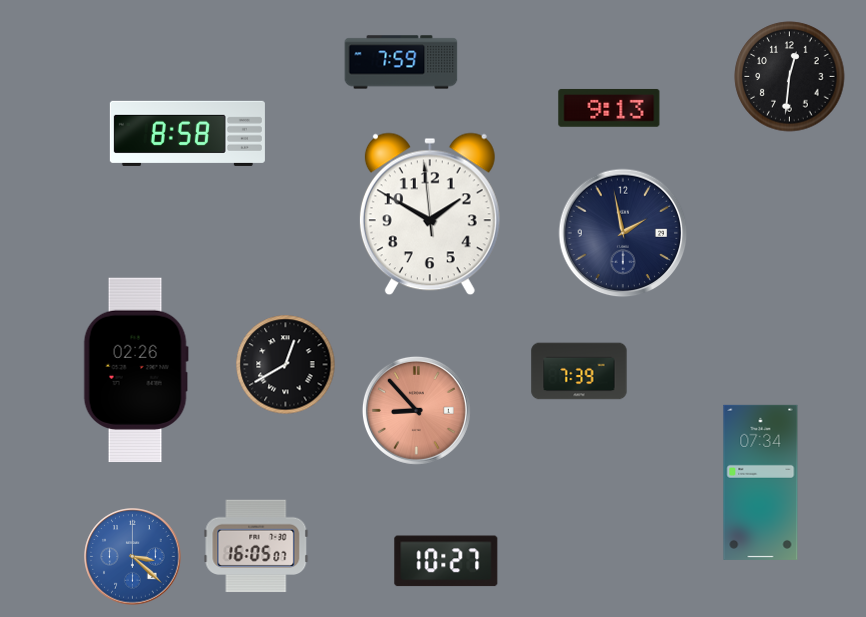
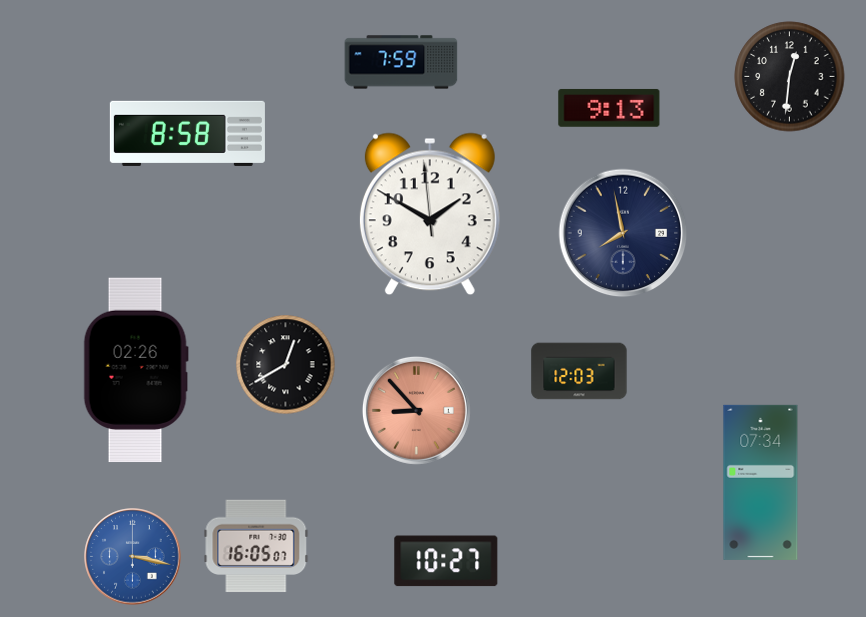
clock at (623, 233): 1:58 -> 7:58
clock at (579, 371): 7:39 -> 12:03
clock at (133, 557): 3:22 -> 3:17
